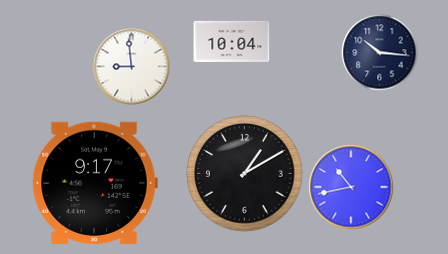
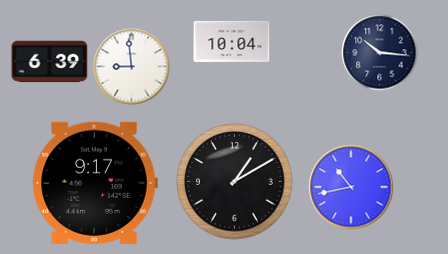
clock at (50, 62): none -> 6:39
clock at (245, 174) position: (245, 174) -> (235, 182)
